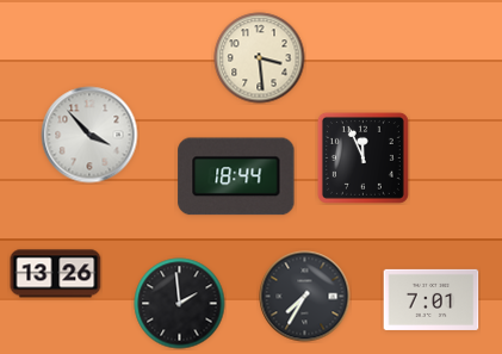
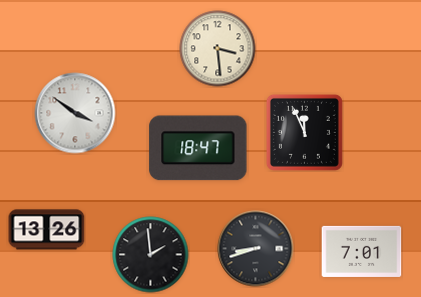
clock at (89, 135): 3:53 -> 3:51
clock at (236, 176): 18:44 -> 18:47
clock at (305, 297): 7:35 -> 8:42
